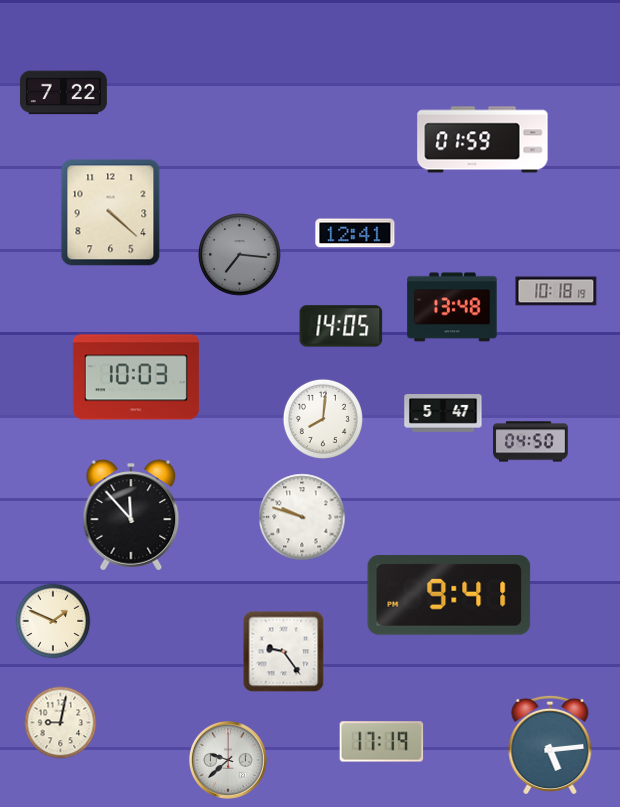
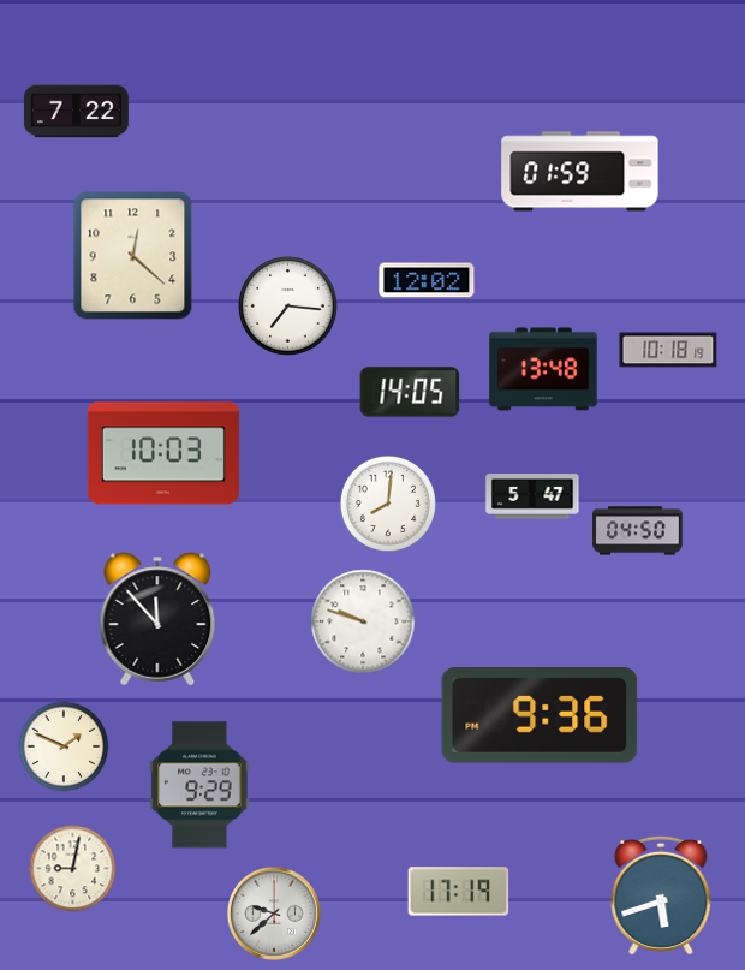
clock at (483, 140) position: (483, 140) -> (580, 172)
clock at (111, 213): 4:22 -> 12:22
clock at (355, 233): 12:41 -> 12:02
clock at (240, 255) dial: grey -> white
clock at (449, 595): 9:41 -> 9:36
clock at (284, 652): 9:24 -> none
clock at (199, 785): none -> 9:29
clock at (550, 745): 5:14 -> 5:42
